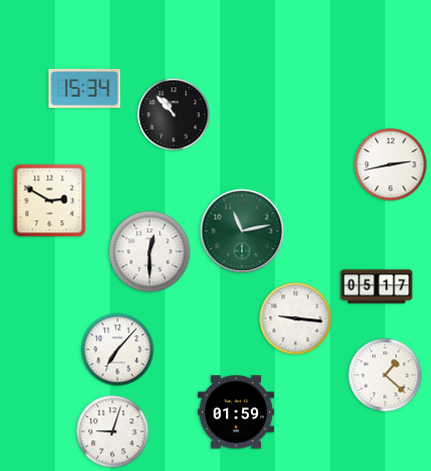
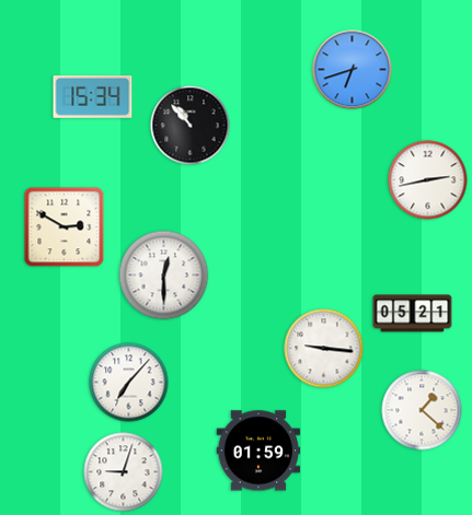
clock at (353, 70): none -> 6:42
clock at (50, 201) position: (50, 201) -> (65, 227)
clock at (242, 231): 11:13 -> none
clock at (377, 287): 05:17 -> 05:21
